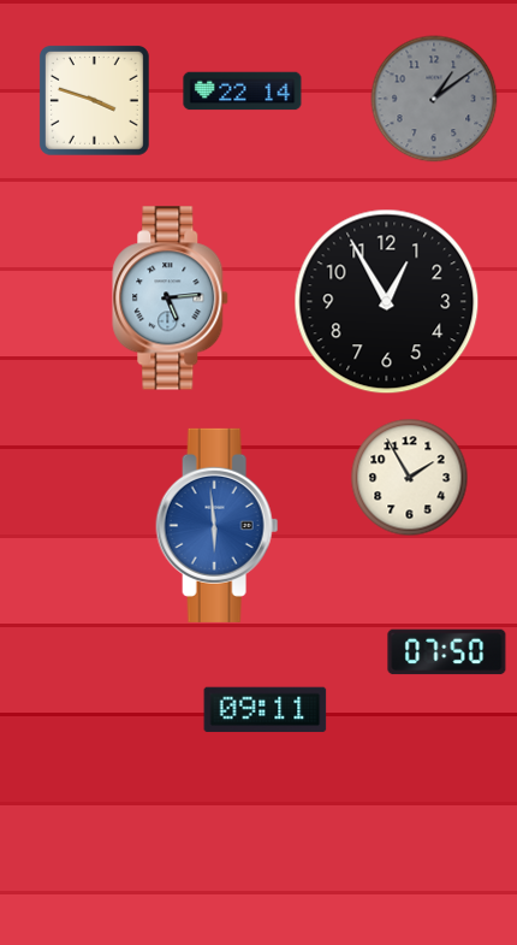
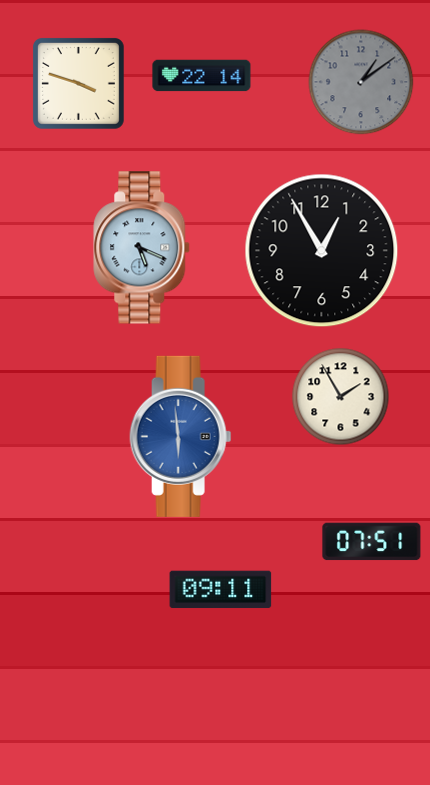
clock at (171, 299): 5:14 -> 5:19
clock at (447, 652): 07:50 -> 07:51
